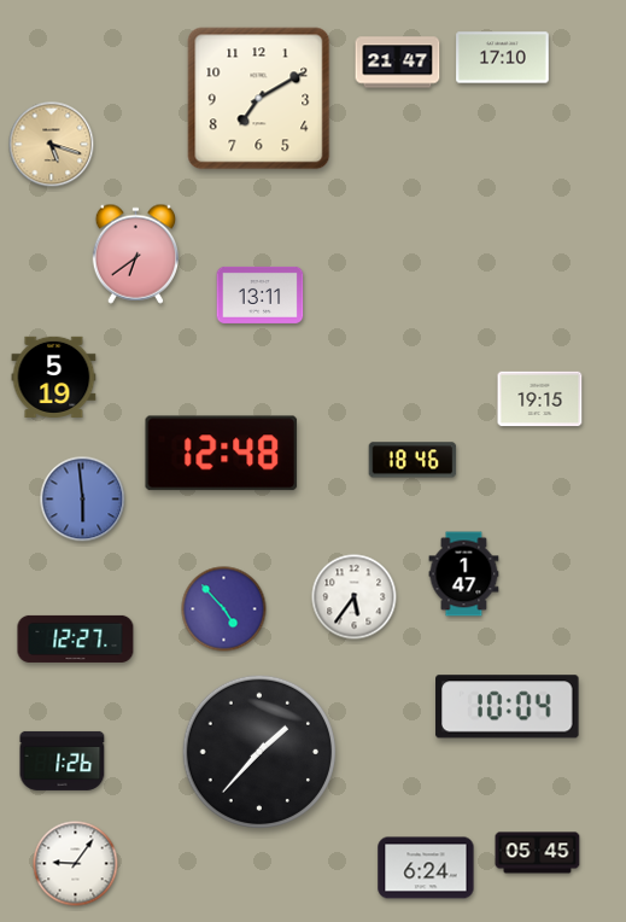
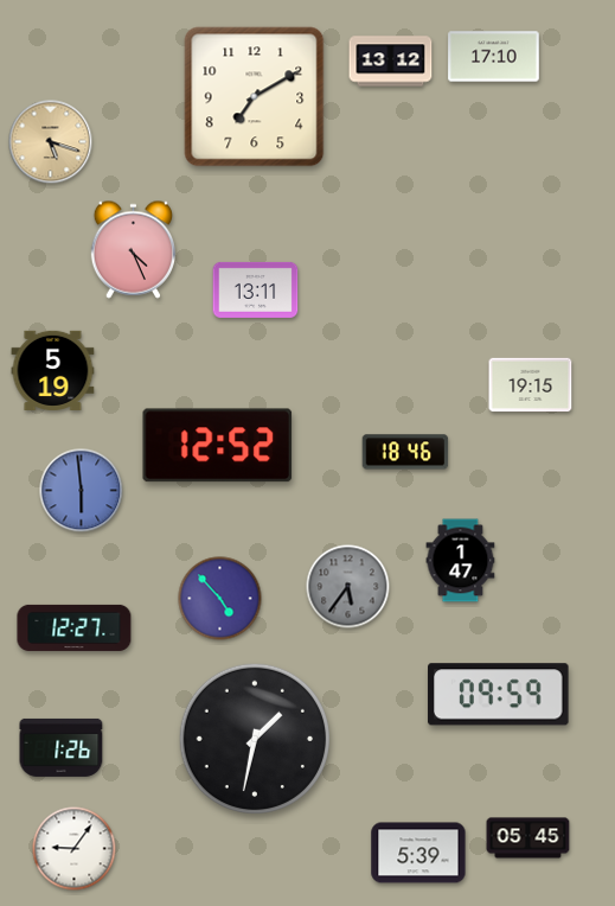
clock at (398, 63): 21:47 -> 13:12
clock at (135, 253): 6:39 -> 4:26
clock at (540, 399) position: (540, 399) -> (531, 385)
clock at (222, 454): 12:48 -> 12:52
clock at (464, 574) position: (464, 574) -> (461, 561)
clock at (355, 597) dial: white -> grey
clock at (508, 707): 10:04 -> 09:59
clock at (258, 751): 1:37 -> 1:32
clock at (426, 868): 6:24 -> 5:39
